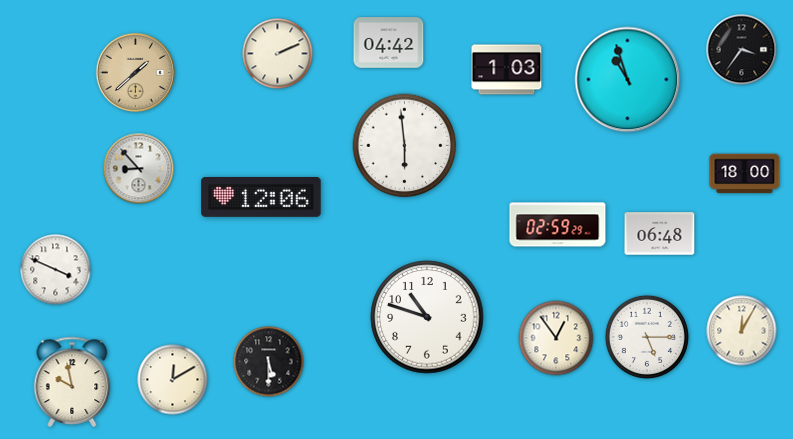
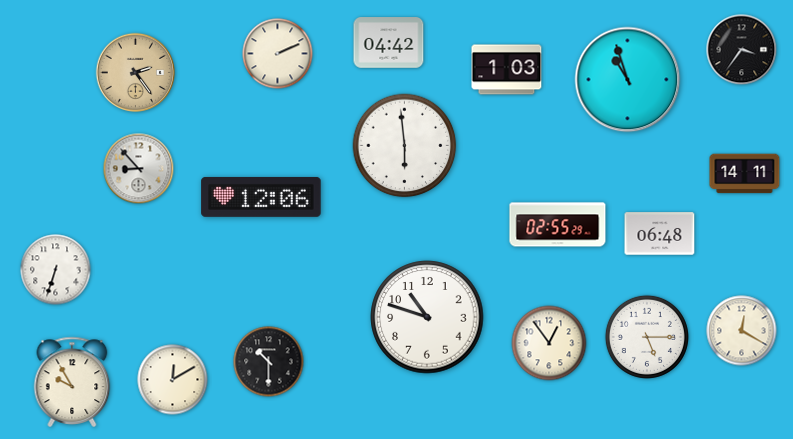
clock at (136, 73): 1:38 -> 2:24
clock at (745, 174): 18:00 -> 14:11
clock at (558, 225): 02:59 -> 02:55
clock at (56, 270): 3:49 -> 6:33
clock at (742, 331): 12:05 -> 12:20
clock at (556, 338) position: (556, 338) -> (549, 343)
clock at (269, 362): 5:30 -> 10:30
clock at (72, 382): 9:58 -> 9:55
